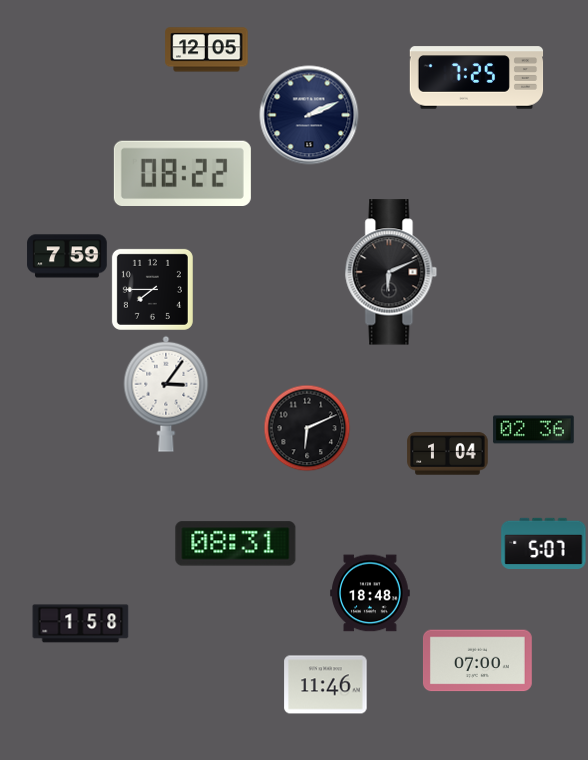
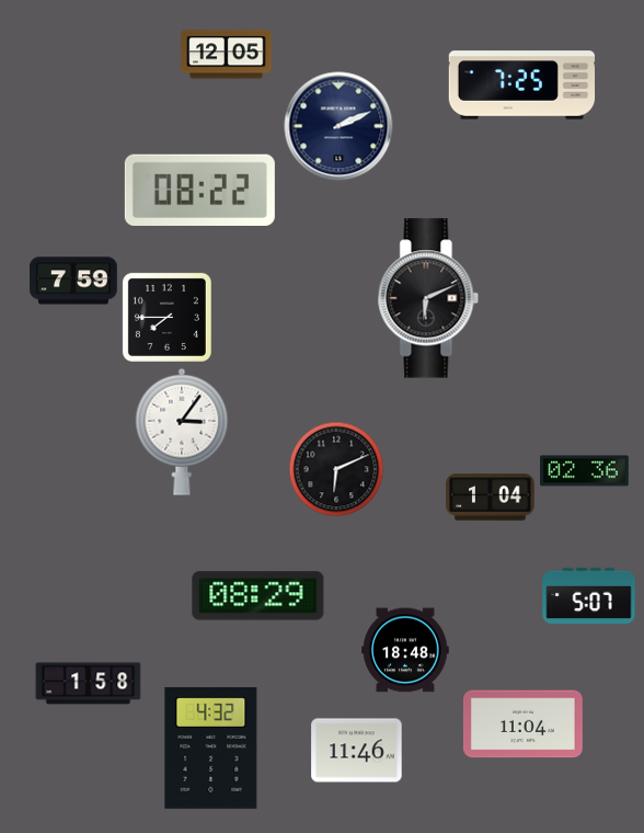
clock at (544, 543) position: (544, 543) -> (589, 595)
clock at (236, 544): 08:31 -> 08:29
clock at (477, 661): 07:00 -> 11:04
clock at (211, 749): none -> 4:32
